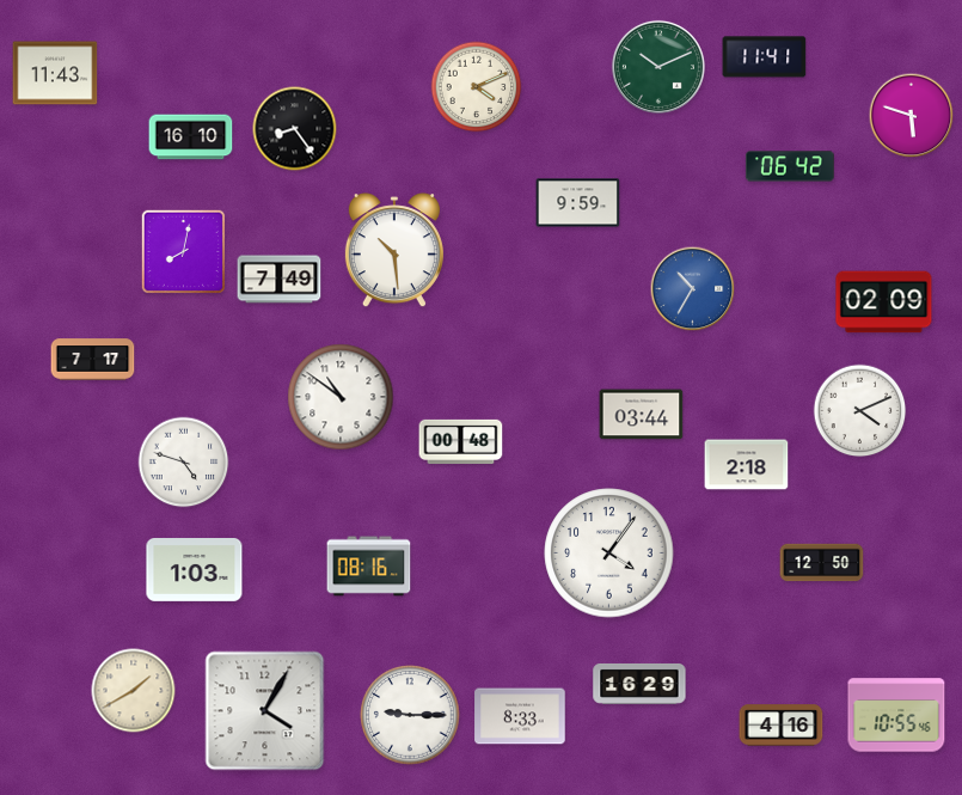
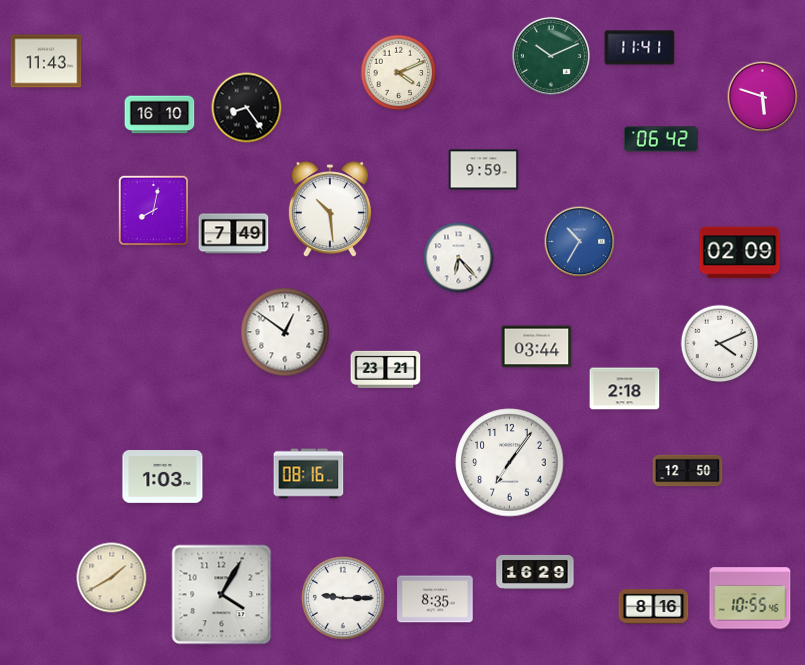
clock at (459, 258): none -> 6:23
clock at (93, 360): 7:17 -> none
clock at (341, 397): 10:51 -> 12:51
clock at (461, 441): 00:48 -> 23:21
clock at (184, 463): 4:48 -> none
clock at (609, 554): 4:06 -> 7:06
clock at (520, 716): 8:33 -> 8:35
clock at (782, 726): 4:16 -> 8:16
